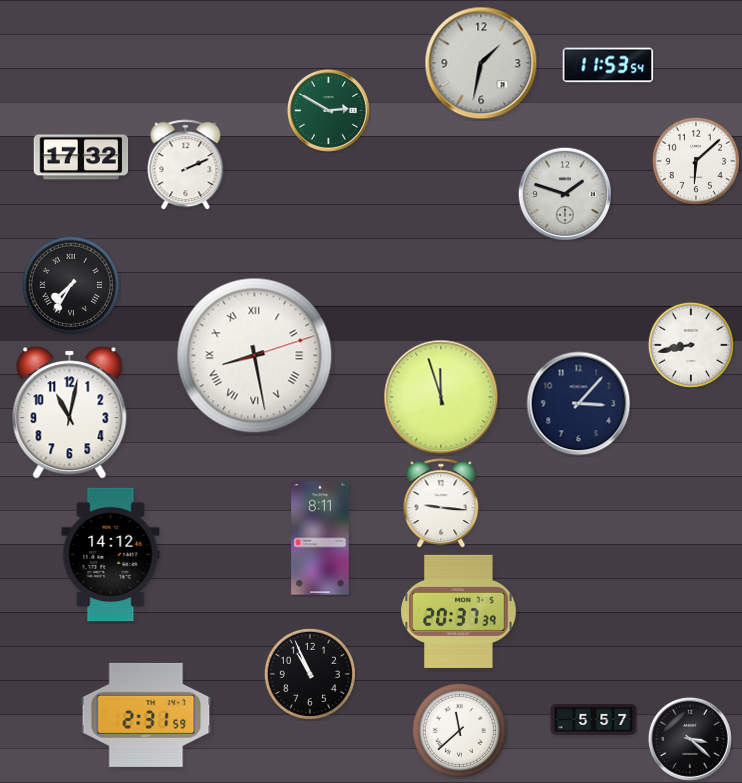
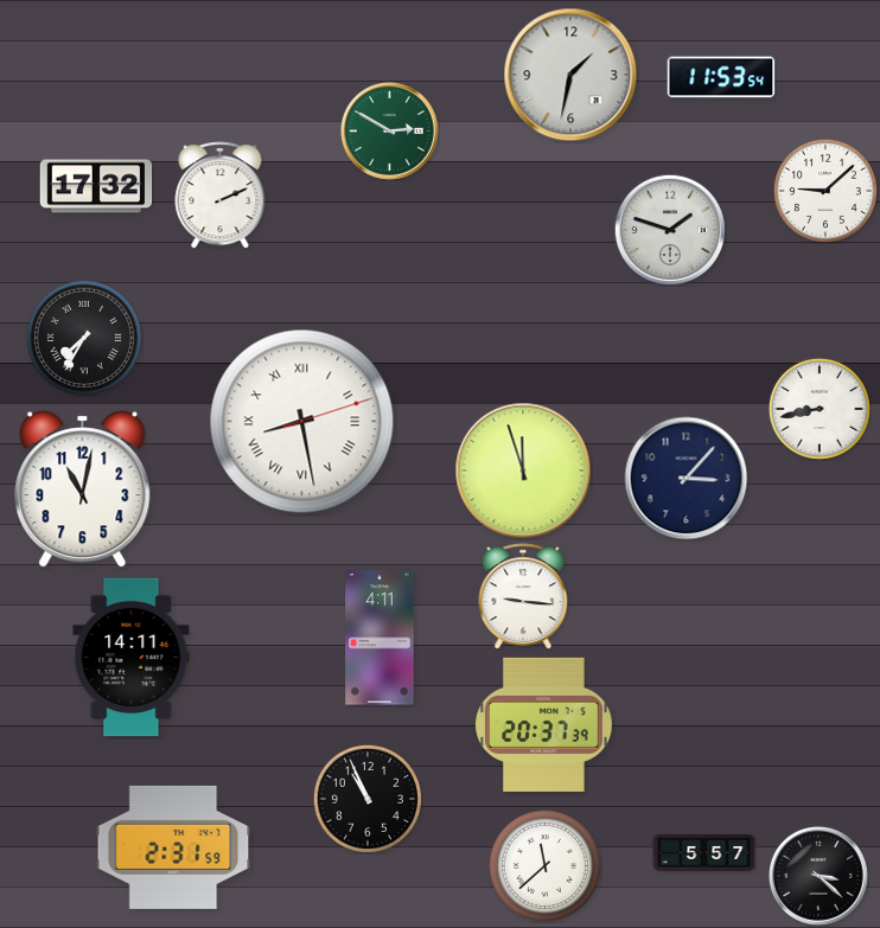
clock at (696, 161): 6:08 -> 9:08
clock at (320, 538): 8:11 -> 4:11
clock at (111, 555): 14:12 -> 14:11
